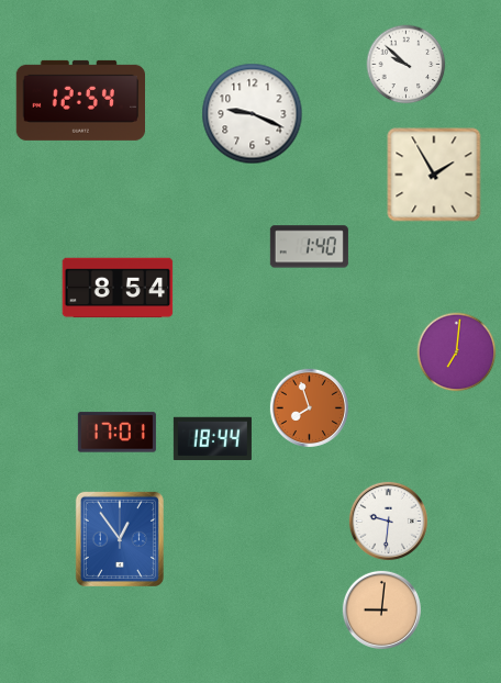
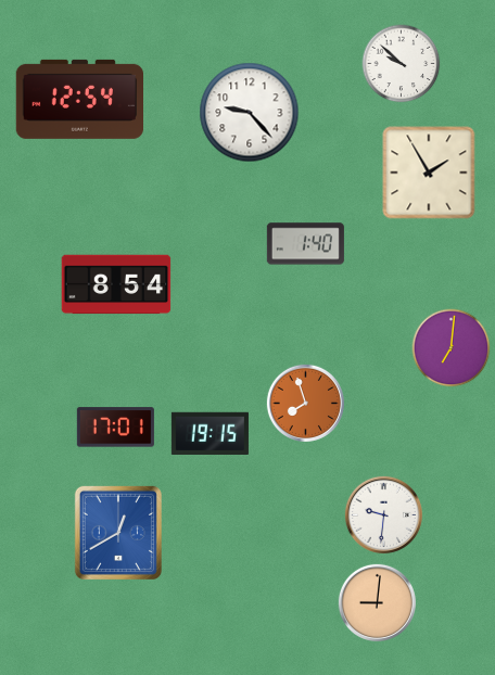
clock at (253, 114): 9:19 -> 9:23
clock at (212, 438): 18:44 -> 19:15
clock at (120, 539): 12:54 -> 12:40
